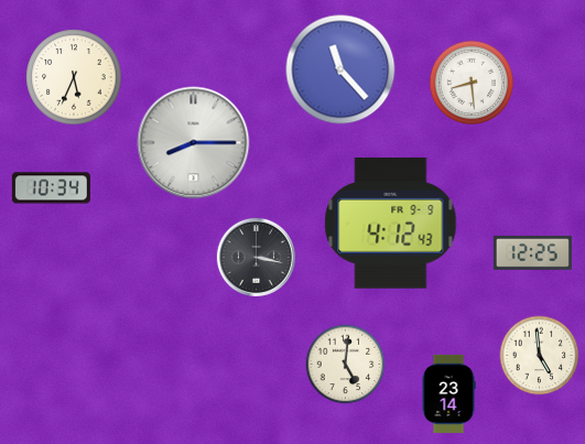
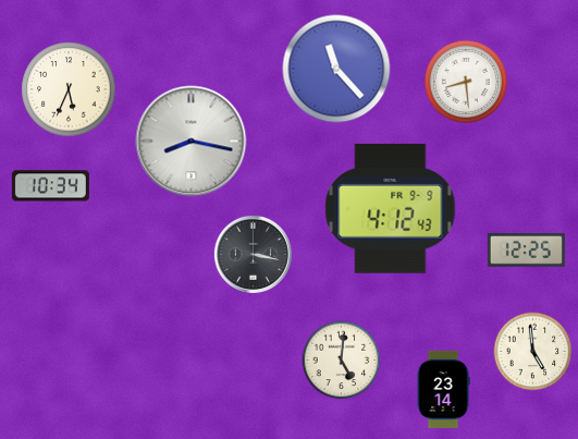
clock at (74, 77) position: (74, 77) -> (69, 89)
clock at (194, 143): 8:15 -> 8:17
clock at (391, 224) position: (391, 224) -> (391, 209)
